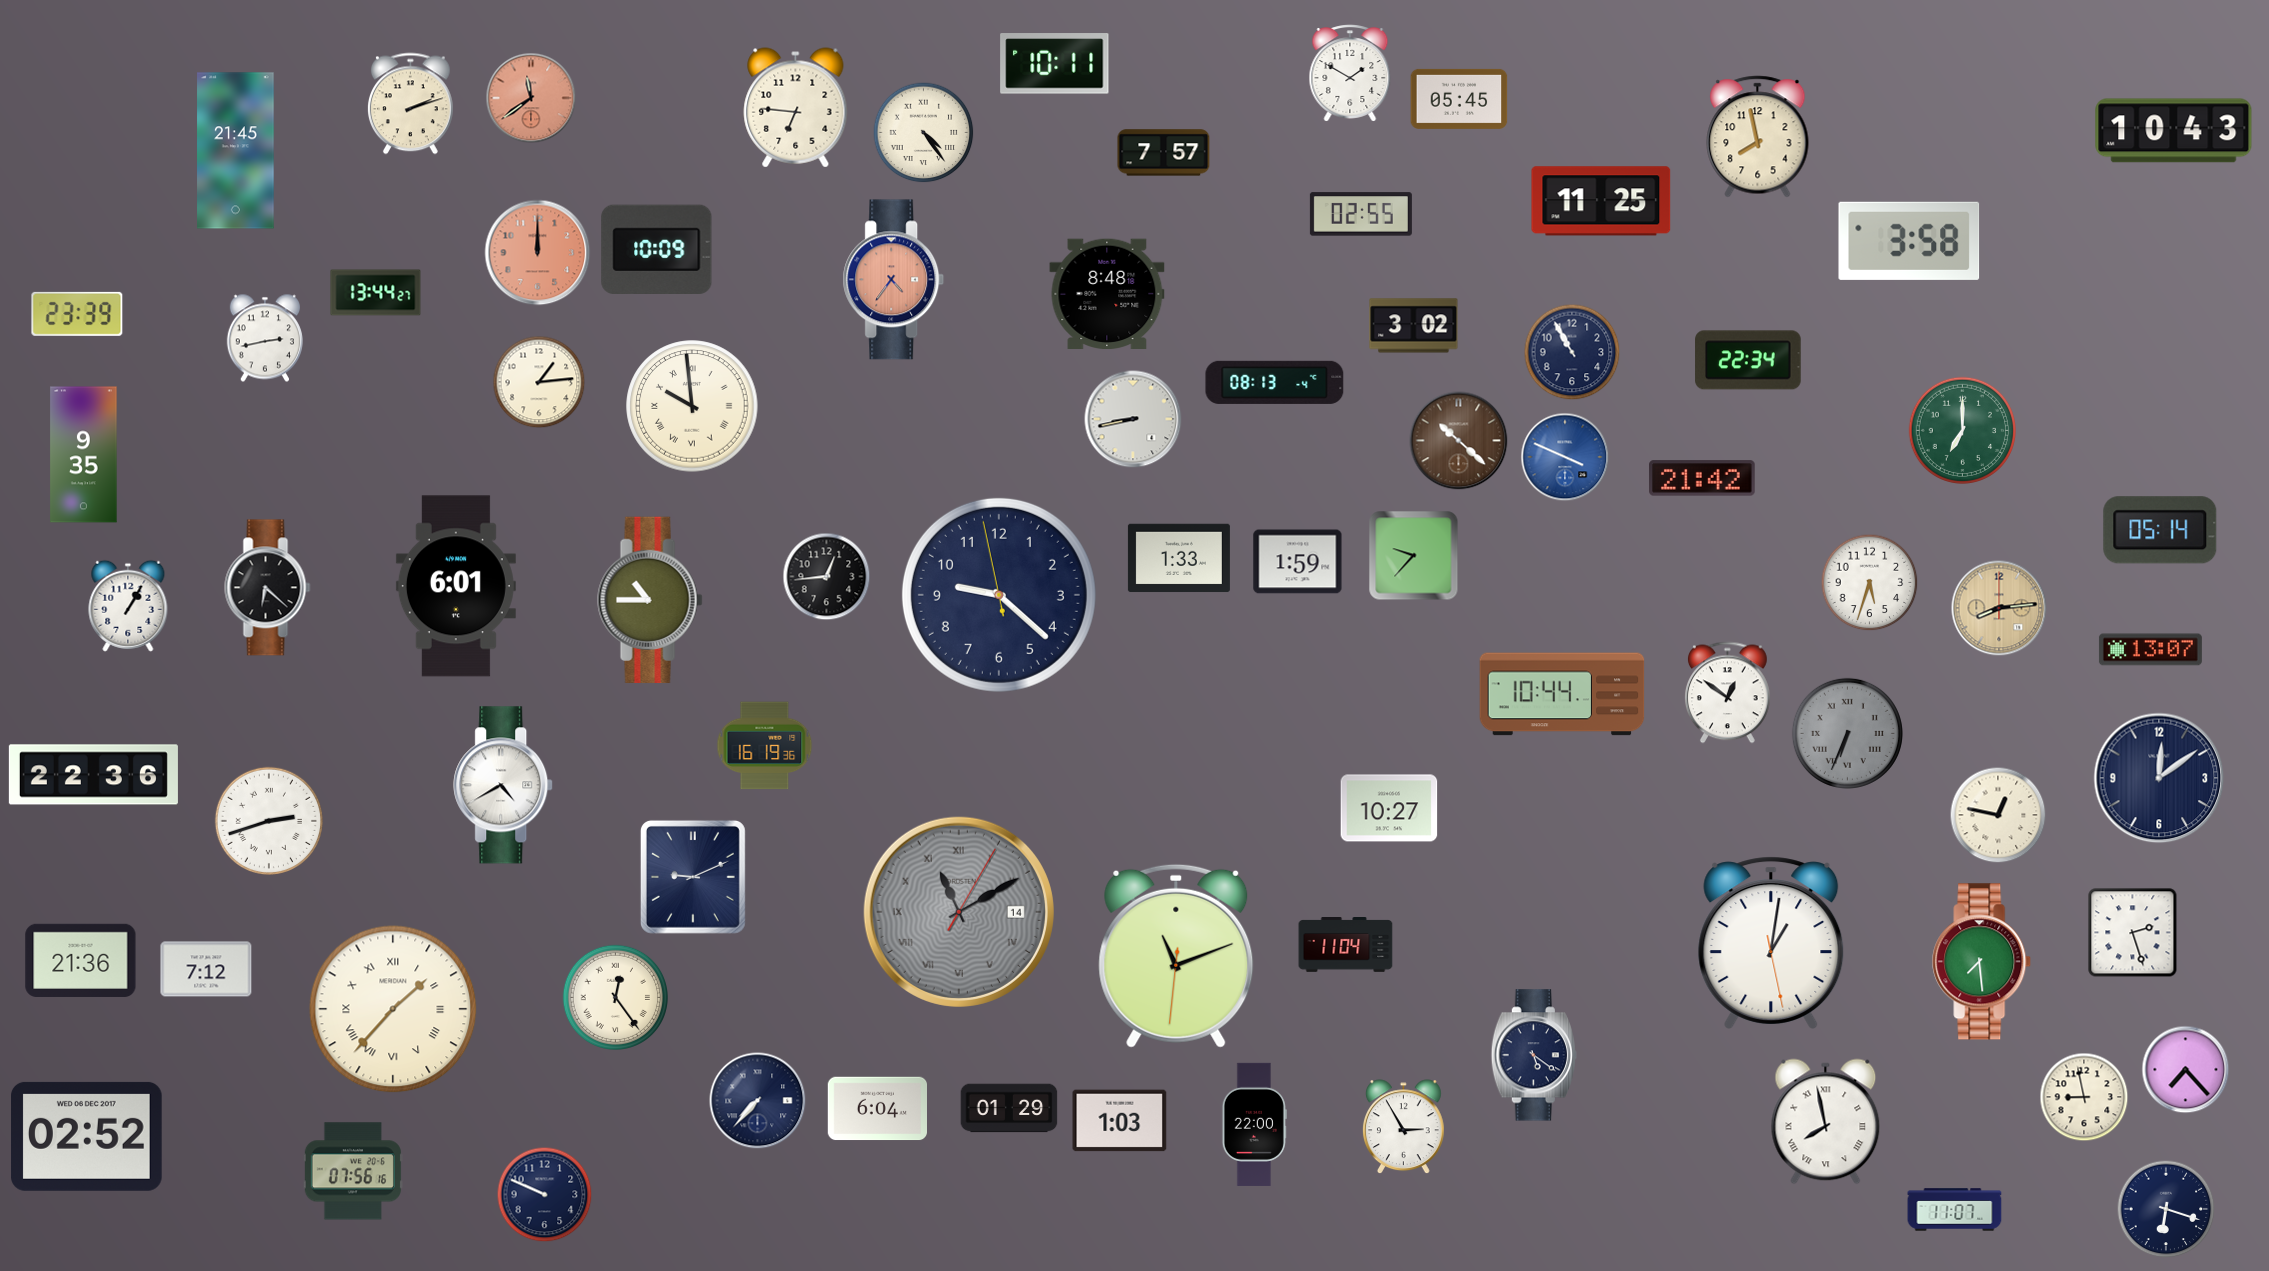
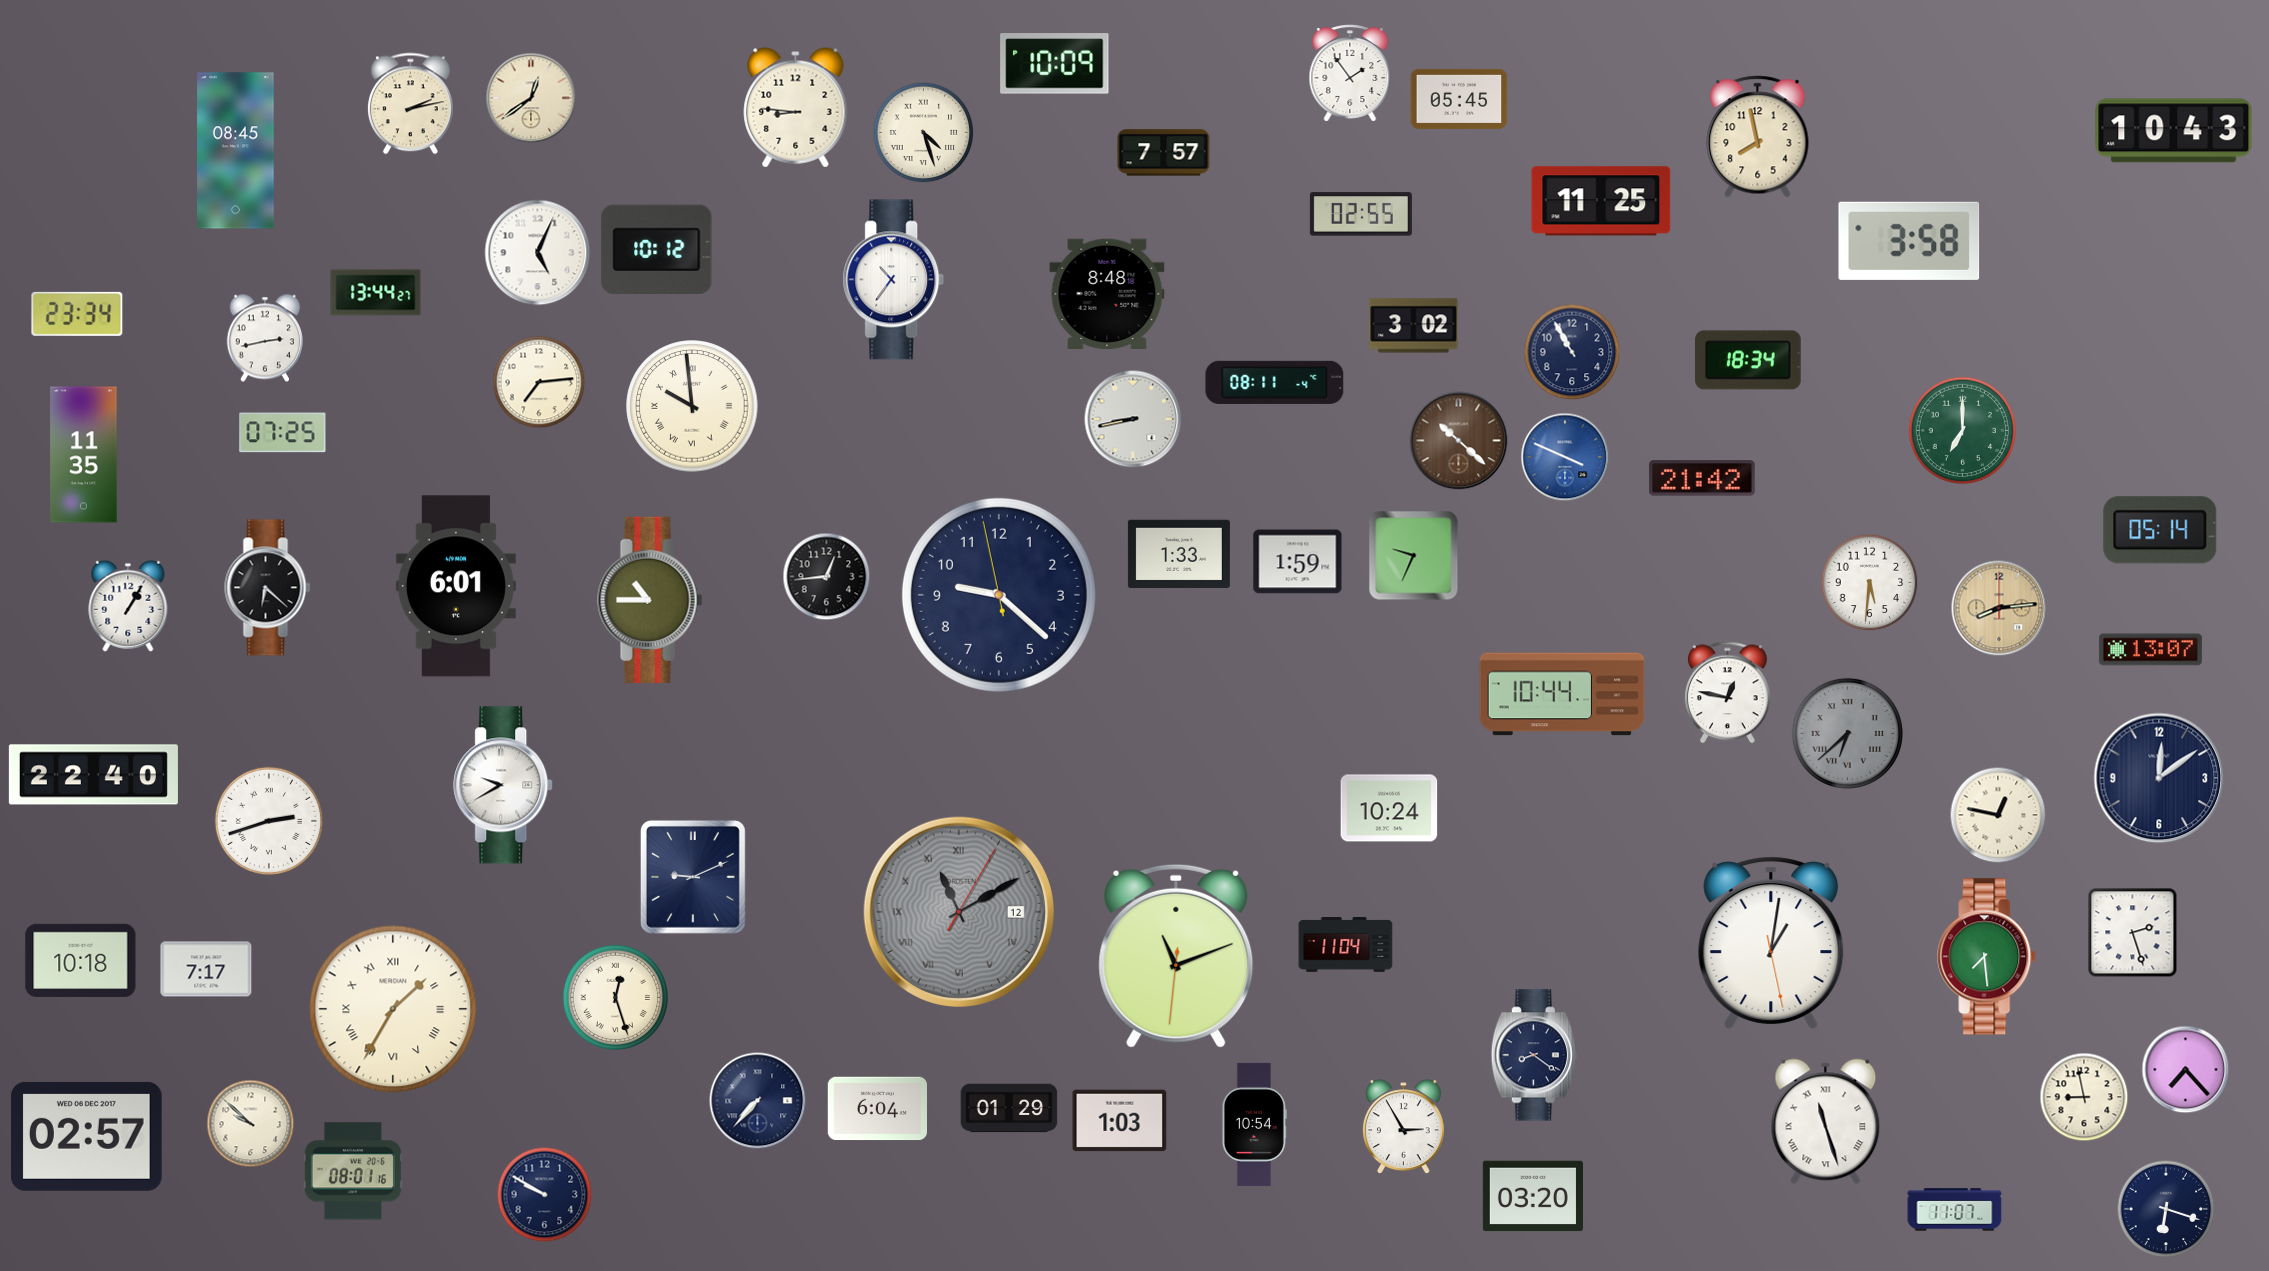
clock at (1055, 64): 10:11 -> 10:09
clock at (1350, 73): 1:50 -> 1:54
clock at (531, 98): 11:39 -> 12:39
clock at (531, 98) dial: salmon -> cream
clock at (410, 104): 2:12 -> 2:13
clock at (796, 108): 6:46 -> 8:46
clock at (924, 133): 4:24 -> 4:27
clock at (236, 151): 21:45 -> 08:45
clock at (657, 249): 10:09 -> 10:12
clock at (538, 253): 12:00 -> 5:04
clock at (538, 253) dial: salmon -> white
clock at (894, 280): 4:36 -> 10:36
clock at (894, 280) dial: salmon -> white
clock at (77, 314): 23:39 -> 23:34
clock at (1748, 360): 22:34 -> 18:34
clock at (539, 382): 1:14 -> 7:14
clock at (1275, 382): 08:13 -> 08:11
clock at (283, 433): none -> 07:25
clock at (84, 455): 9:35 -> 11:35
clock at (1414, 556): 9:37 -> 9:34
clock at (1179, 558) position: (1179, 558) -> (1179, 554)
clock at (1870, 583): 5:33 -> 5:31
clock at (1727, 693): 12:51 -> 12:47
clock at (1847, 733): 6:34 -> 6:38
clock at (765, 746): 16:19 -> none
clock at (93, 775): 22:36 -> 22:40
clock at (504, 785): 4:40 -> 9:40
clock at (1389, 808): 10:27 -> 10:24
clock at (959, 912) date: 14 -> 12
clock at (81, 960): 21:36 -> 10:18
clock at (1982, 962) position: (1982, 962) -> (1987, 957)
clock at (206, 969): 7:12 -> 7:17
clock at (615, 997): 12:24 -> 12:27
clock at (393, 1009): 1:37 -> 1:35
clock at (1533, 1055): 5:21 -> 8:21
clock at (1826, 1122): 7:58 -> 11:27
clock at (251, 1124): none -> 9:52
clock at (1254, 1124): 22:00 -> 10:54
clock at (87, 1136): 02:52 -> 02:57
clock at (353, 1171): 07:56 -> 08:01
clock at (545, 1195): 9:49 -> 9:50
clock at (1533, 1196): none -> 03:20
